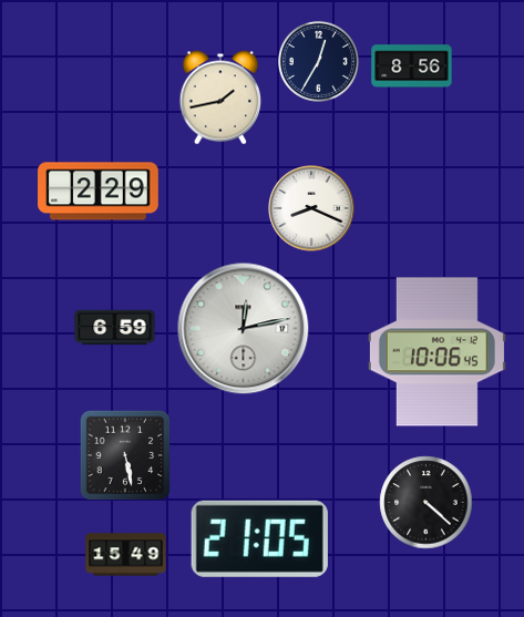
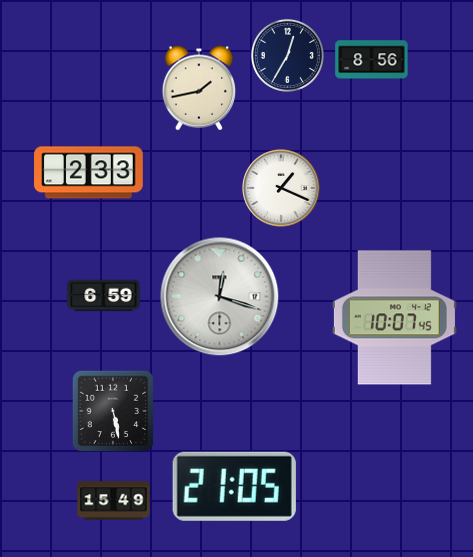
clock at (99, 192): 2:29 -> 2:33
clock at (311, 208): 8:19 -> 1:19
clock at (244, 329): 12:13 -> 12:18
clock at (436, 352): 10:06 -> 10:07
clock at (427, 503): 4:22 -> none
